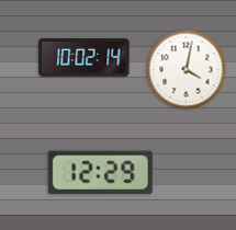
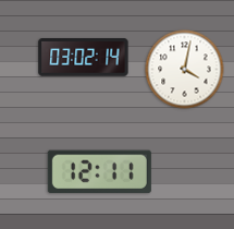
clock at (85, 58): 10:02 -> 03:02
clock at (100, 173): 12:29 -> 12:11
